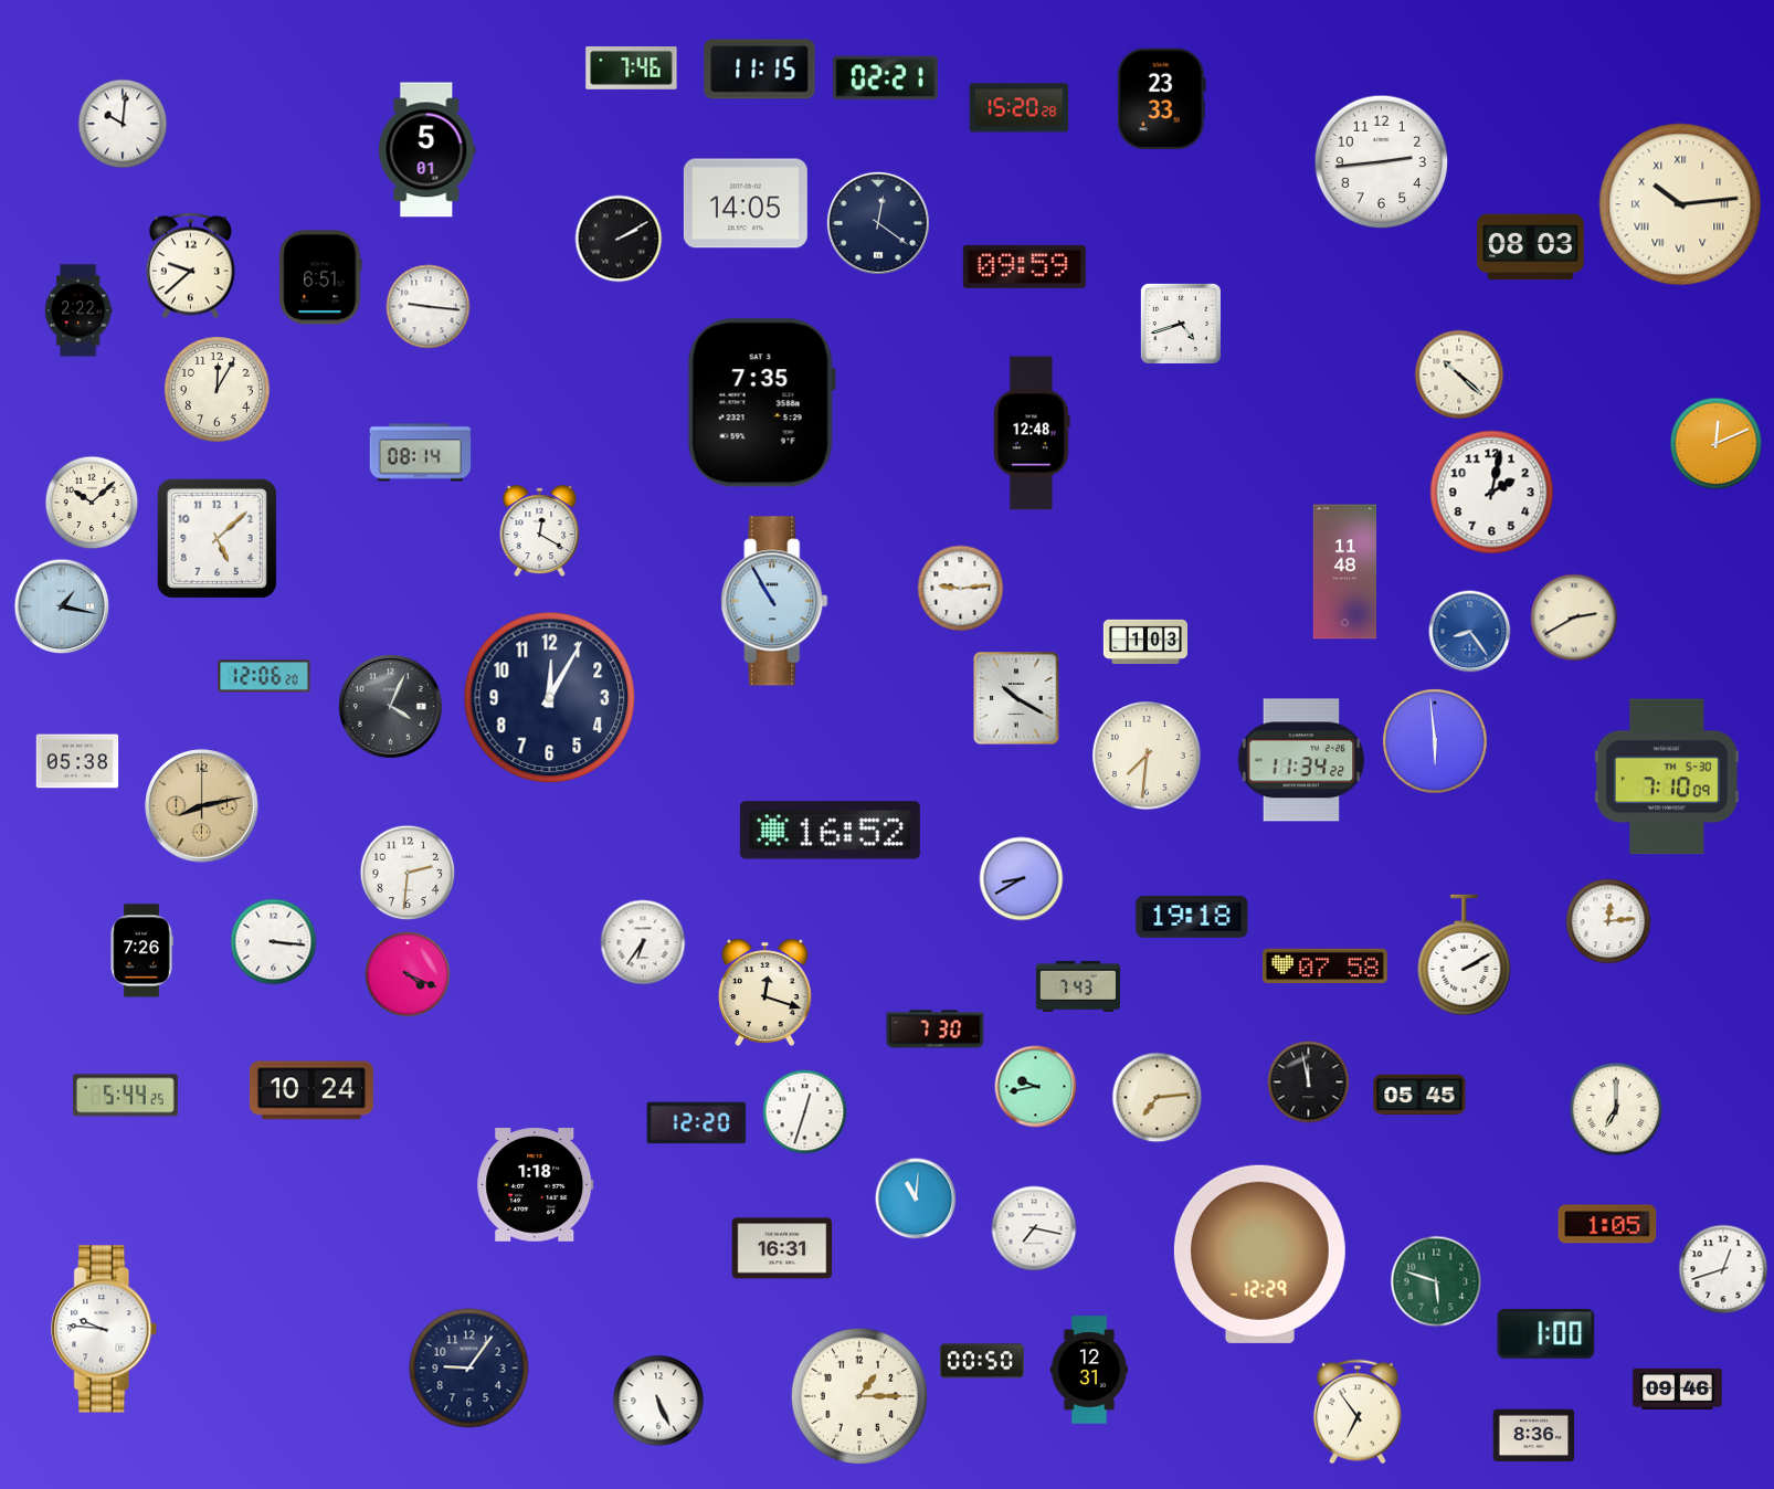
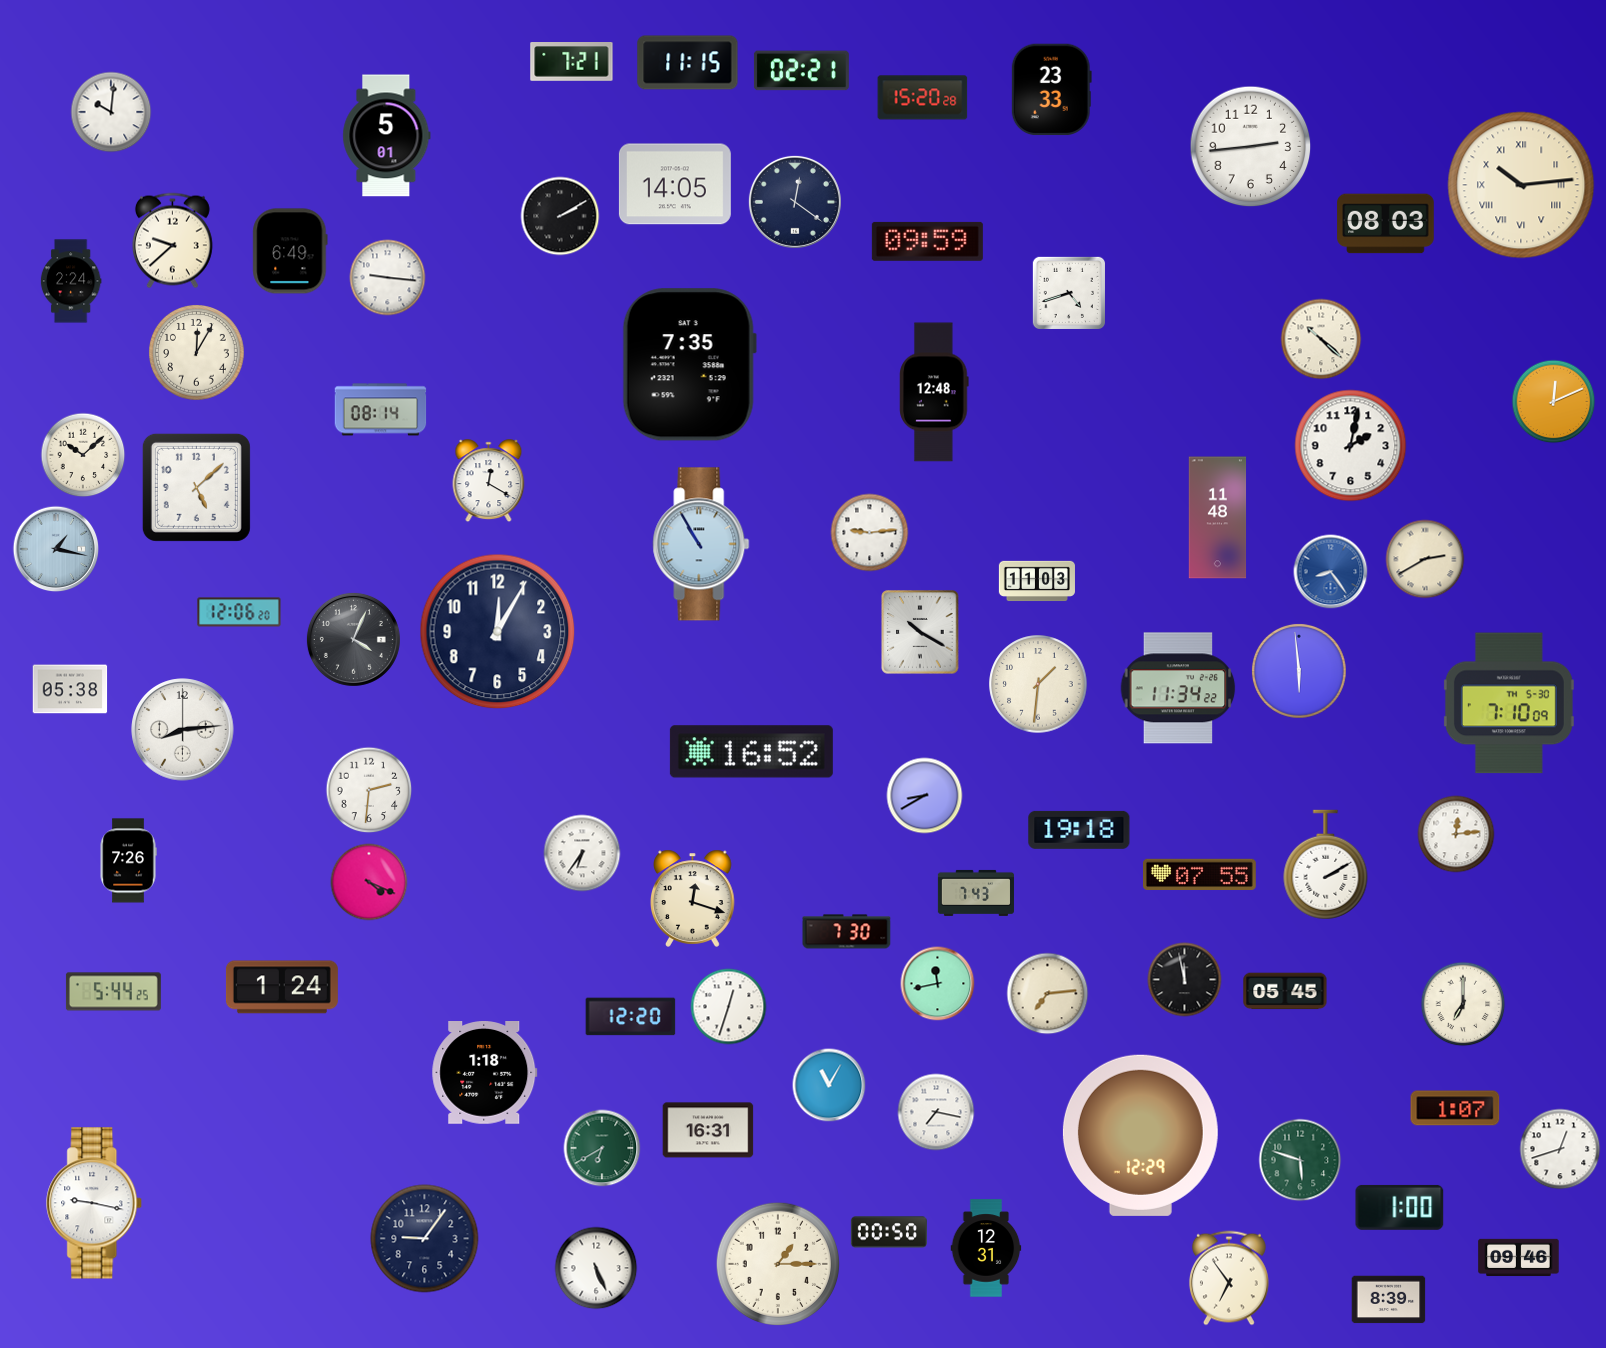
clock at (632, 68): 7:46 -> 7:21
clock at (320, 277): 6:51 -> 6:49
clock at (78, 310): 2:22 -> 2:24
clock at (1145, 642): 1:03 -> 11:03
clock at (1147, 756): 7:31 -> 1:31
clock at (202, 806): 8:13 -> 8:14
clock at (202, 806) dial: champagne -> white
clock at (274, 942): 3:16 -> none
clock at (1326, 965): 07:58 -> 07:55
clock at (1036, 1087): 9:43 -> 11:43
clock at (311, 1090): 10:24 -> 1:24
clock at (916, 1198): 11:01 -> 11:05
clock at (1607, 1224): 1:05 -> 1:07
clock at (602, 1148): none -> 6:40
clock at (105, 1329): 9:46 -> 9:17
clock at (1089, 1370) position: (1089, 1370) -> (986, 1248)
clock at (1534, 1436): 8:36 -> 8:39
